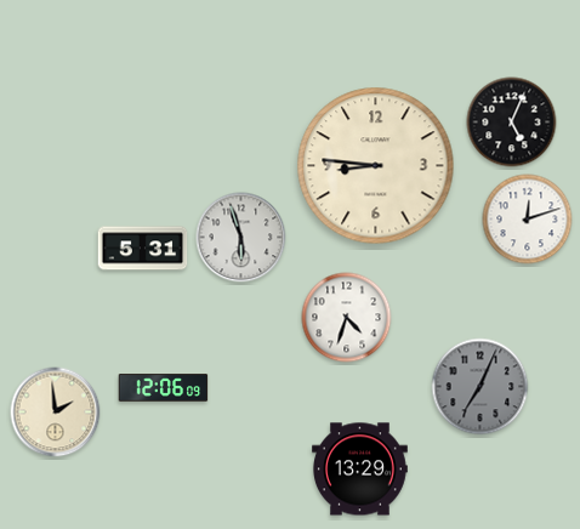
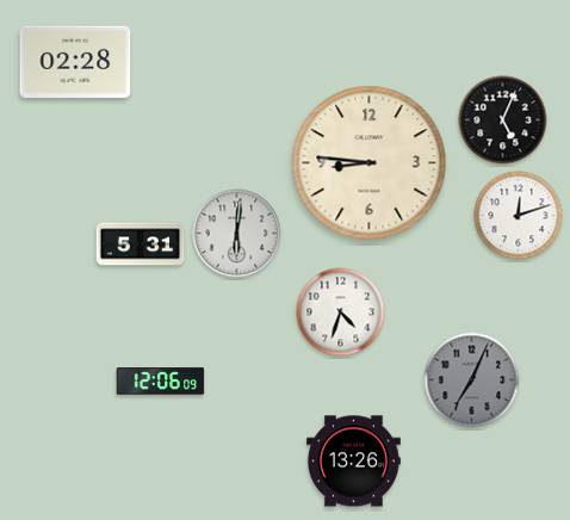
clock at (75, 62): none -> 02:28
clock at (241, 238): 5:57 -> 6:01
clock at (56, 413): 1:59 -> none
clock at (360, 470): 13:29 -> 13:26
